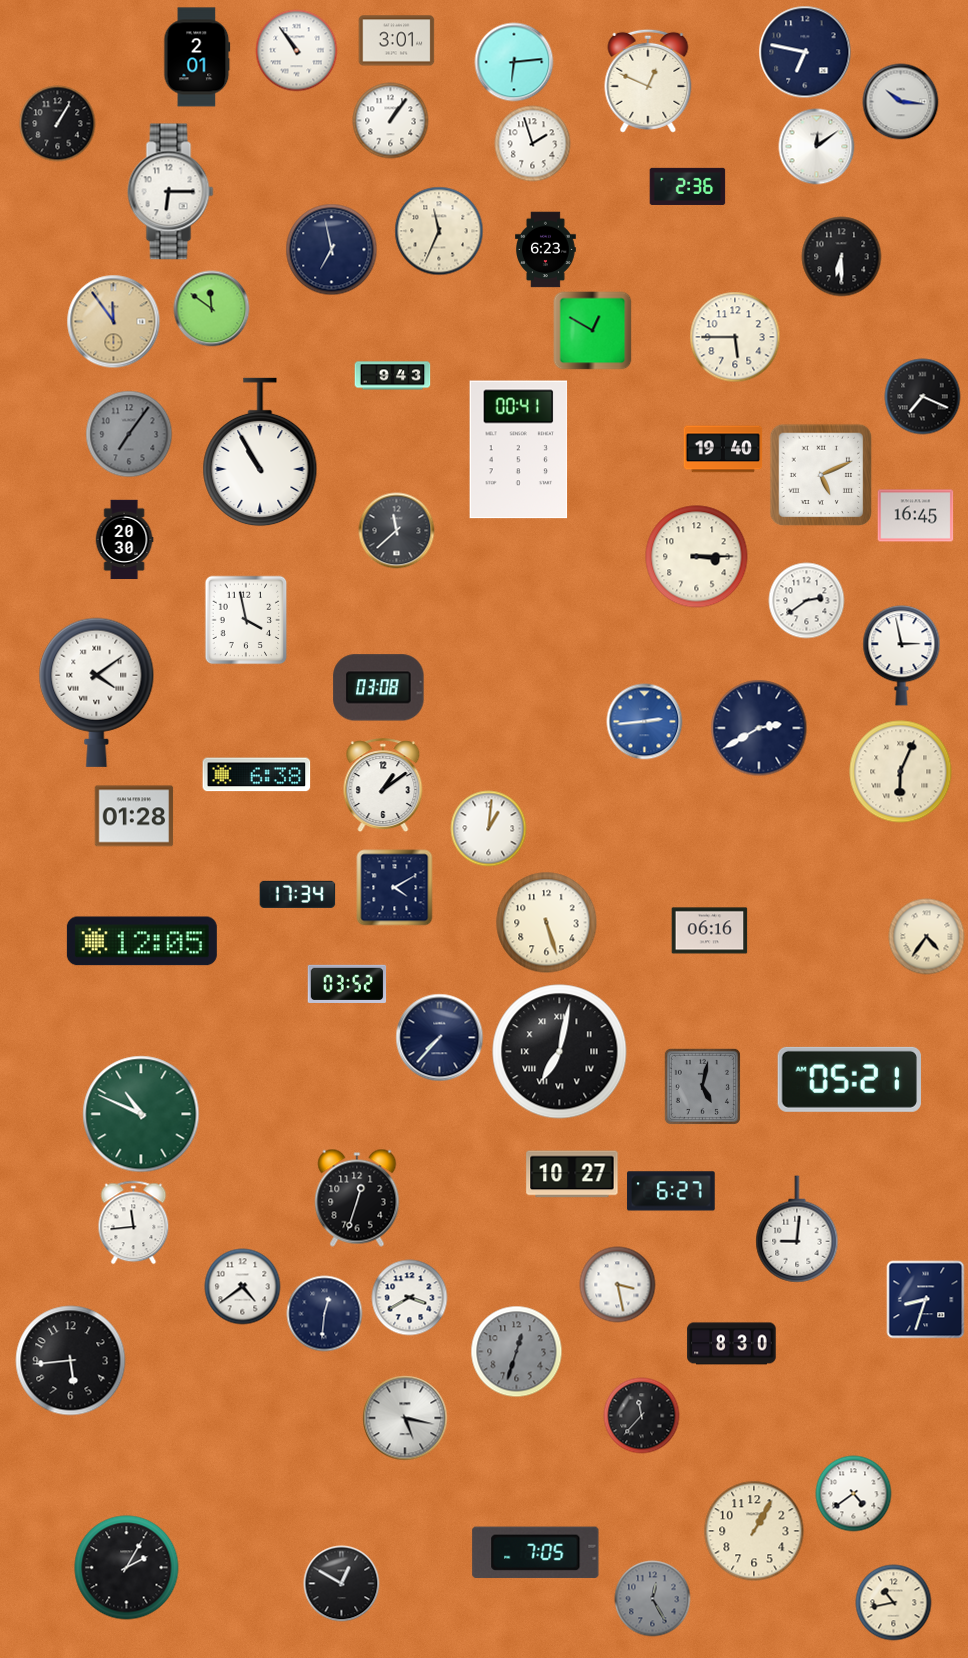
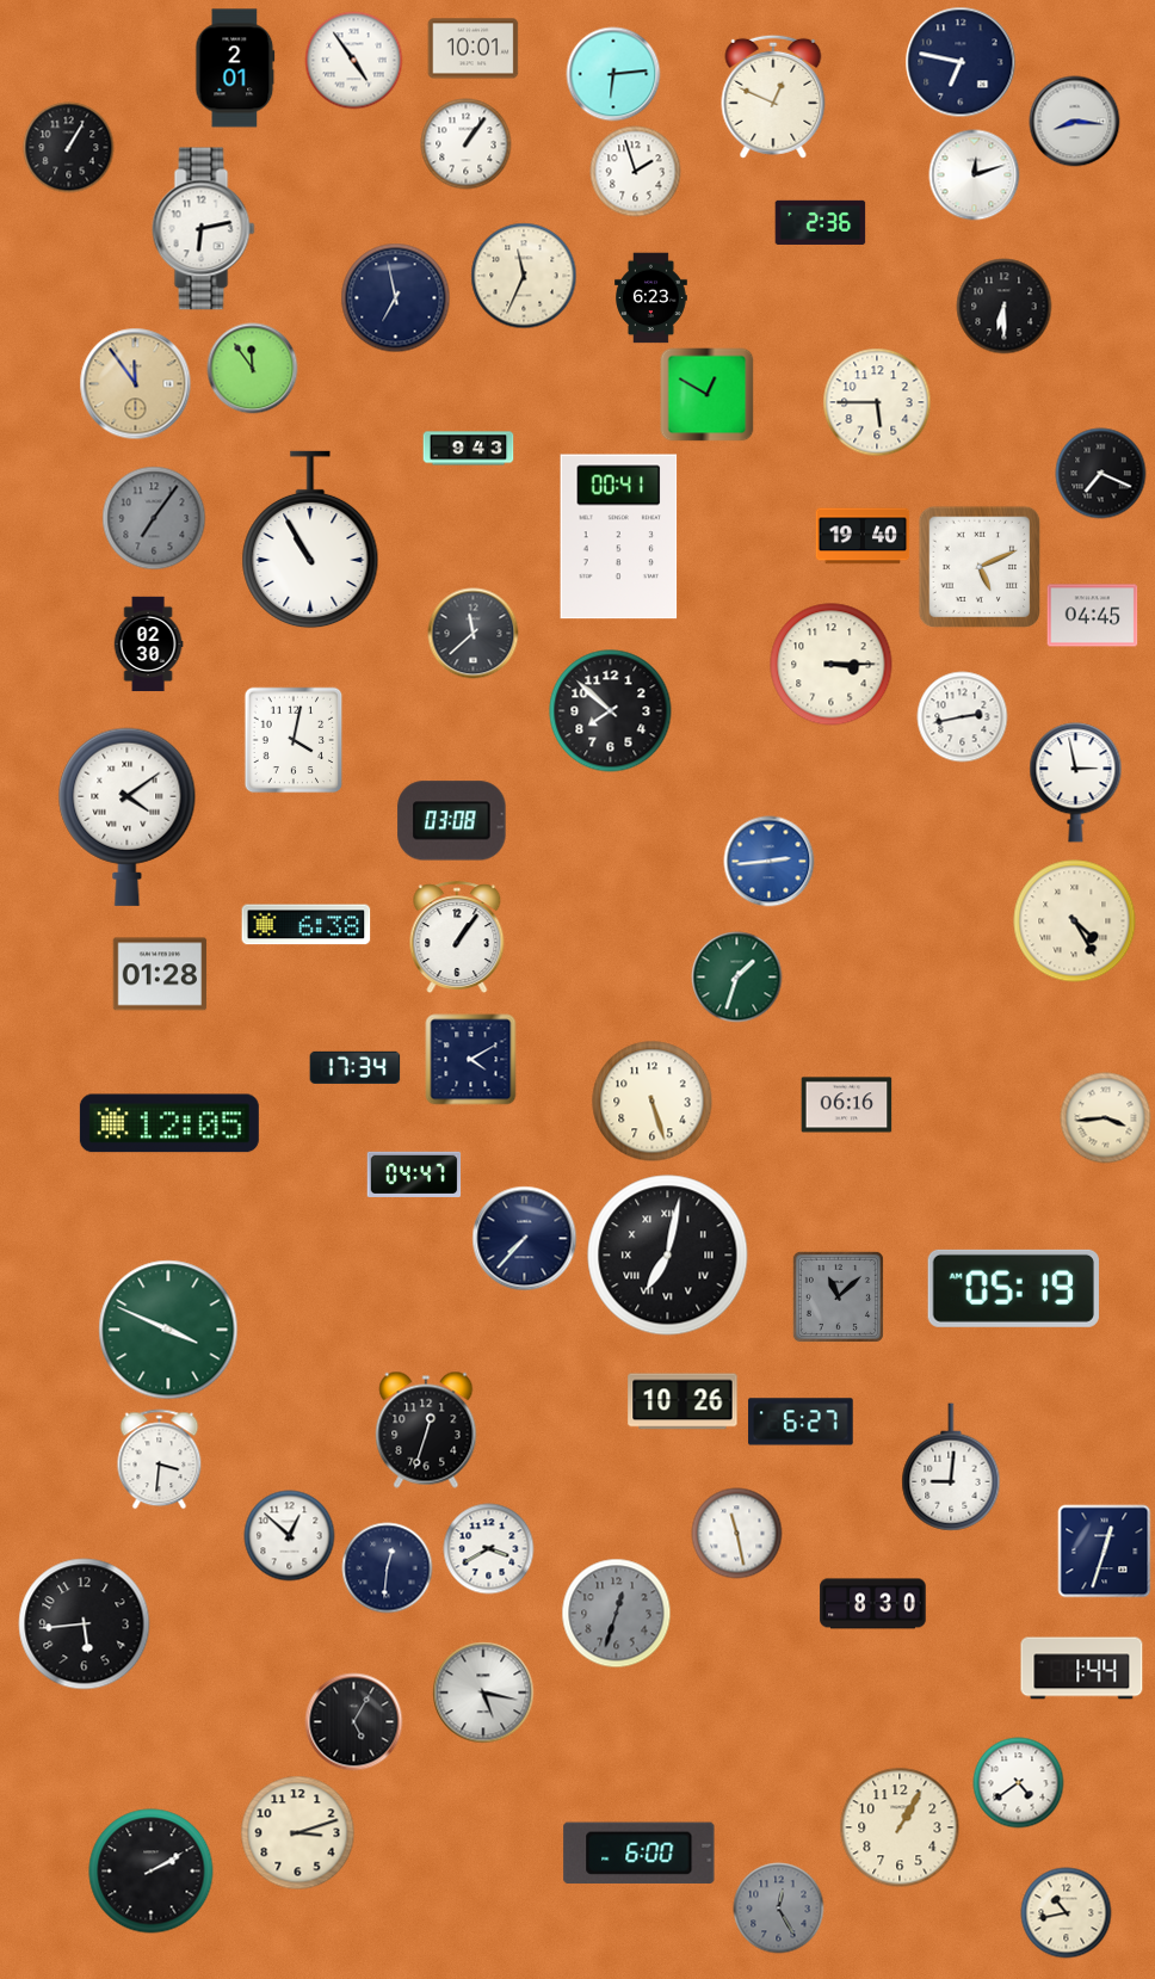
clock at (397, 41): 3:01 -> 10:01
clock at (297, 51): 10:54 -> 4:54
clock at (901, 102): 10:16 -> 8:16
clock at (817, 147): 12:09 -> 12:12
clock at (171, 192): 6:15 -> 6:13
clock at (212, 309): 11:51 -> 11:54
clock at (916, 516): 16:45 -> 04:45
clock at (124, 540): 20:30 -> 02:30
clock at (611, 711): none -> 7:52
clock at (807, 601): 2:39 -> 2:43
clock at (246, 620): 3:58 -> 4:02
clock at (97, 692) position: (97, 692) -> (128, 816)
clock at (759, 728): 2:40 -> none
clock at (901, 772): 6:04 -> 4:25
clock at (383, 786): 1:09 -> 1:06
clock at (737, 978): none -> 1:33
clock at (489, 829): 1:01 -> none
clock at (710, 931) position: (710, 931) -> (847, 1105)
clock at (927, 937): 4:36 -> 3:44
clock at (347, 983): 03:52 -> 04:47
clock at (849, 1079): 05:21 -> 05:19
clock at (702, 1086): 5:02 -> 11:08
clock at (141, 1114): 10:49 -> 3:49
clock at (572, 1174): 10:27 -> 10:26
clock at (134, 1223): 11:44 -> 3:31
clock at (618, 1285): 3:28 -> 11:28
clock at (243, 1287): 4:39 -> 12:52
clock at (926, 1300): 8:33 -> 12:33
clock at (1082, 1669): none -> 1:44
clock at (642, 1416): 11:37 -> none
clock at (354, 1722): none -> 5:05
clock at (298, 1833): none -> 3:12
clock at (536, 1552): 7:05 -> 6:00
clock at (127, 1568): 2:05 -> 2:10
clock at (342, 1584): 12:50 -> none
